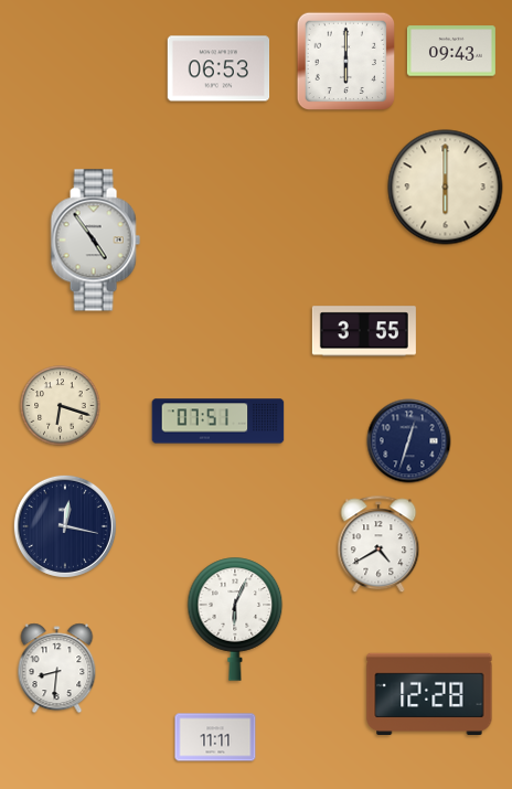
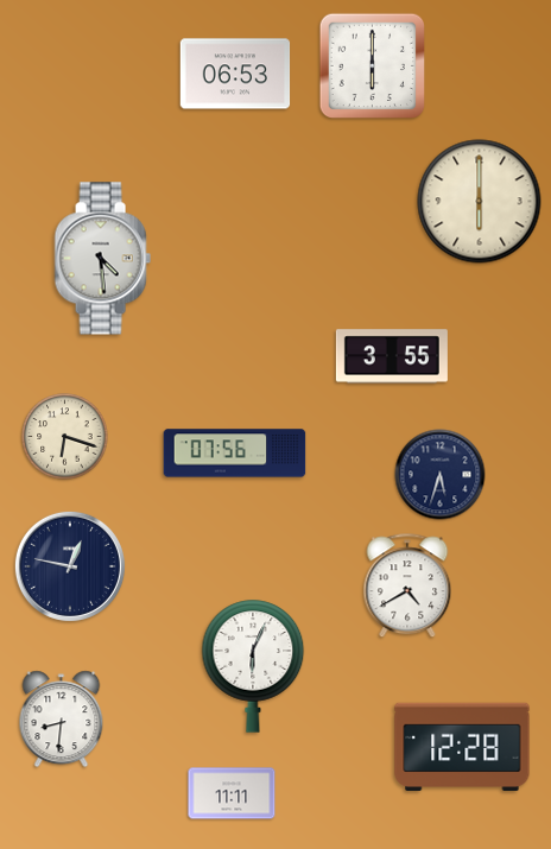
clock at (451, 51): 09:43 -> none
clock at (95, 241): 4:54 -> 4:29
clock at (218, 422): 07:51 -> 07:56
clock at (409, 441): 12:33 -> 5:33
clock at (65, 526): 12:17 -> 12:47
